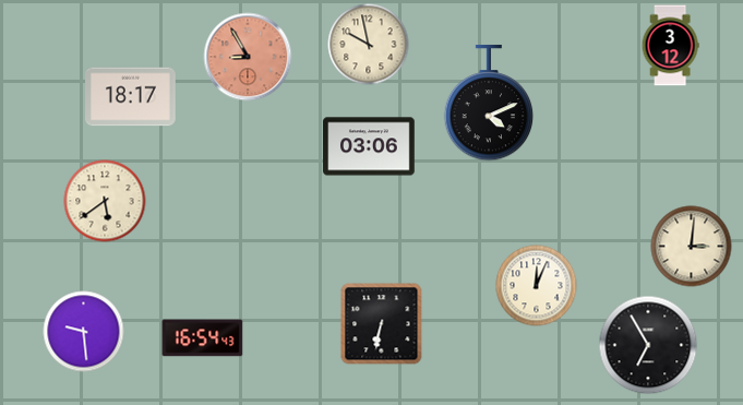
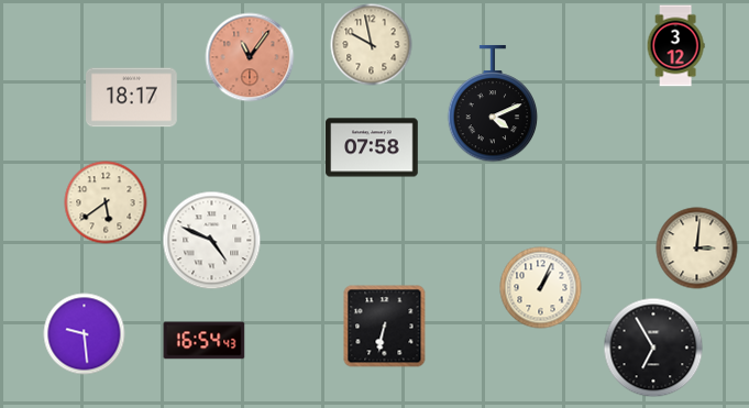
clock at (248, 57): 8:55 -> 11:06
clock at (369, 146): 03:06 -> 07:58
clock at (212, 241): none -> 4:49
clock at (537, 286): 12:04 -> 1:04
